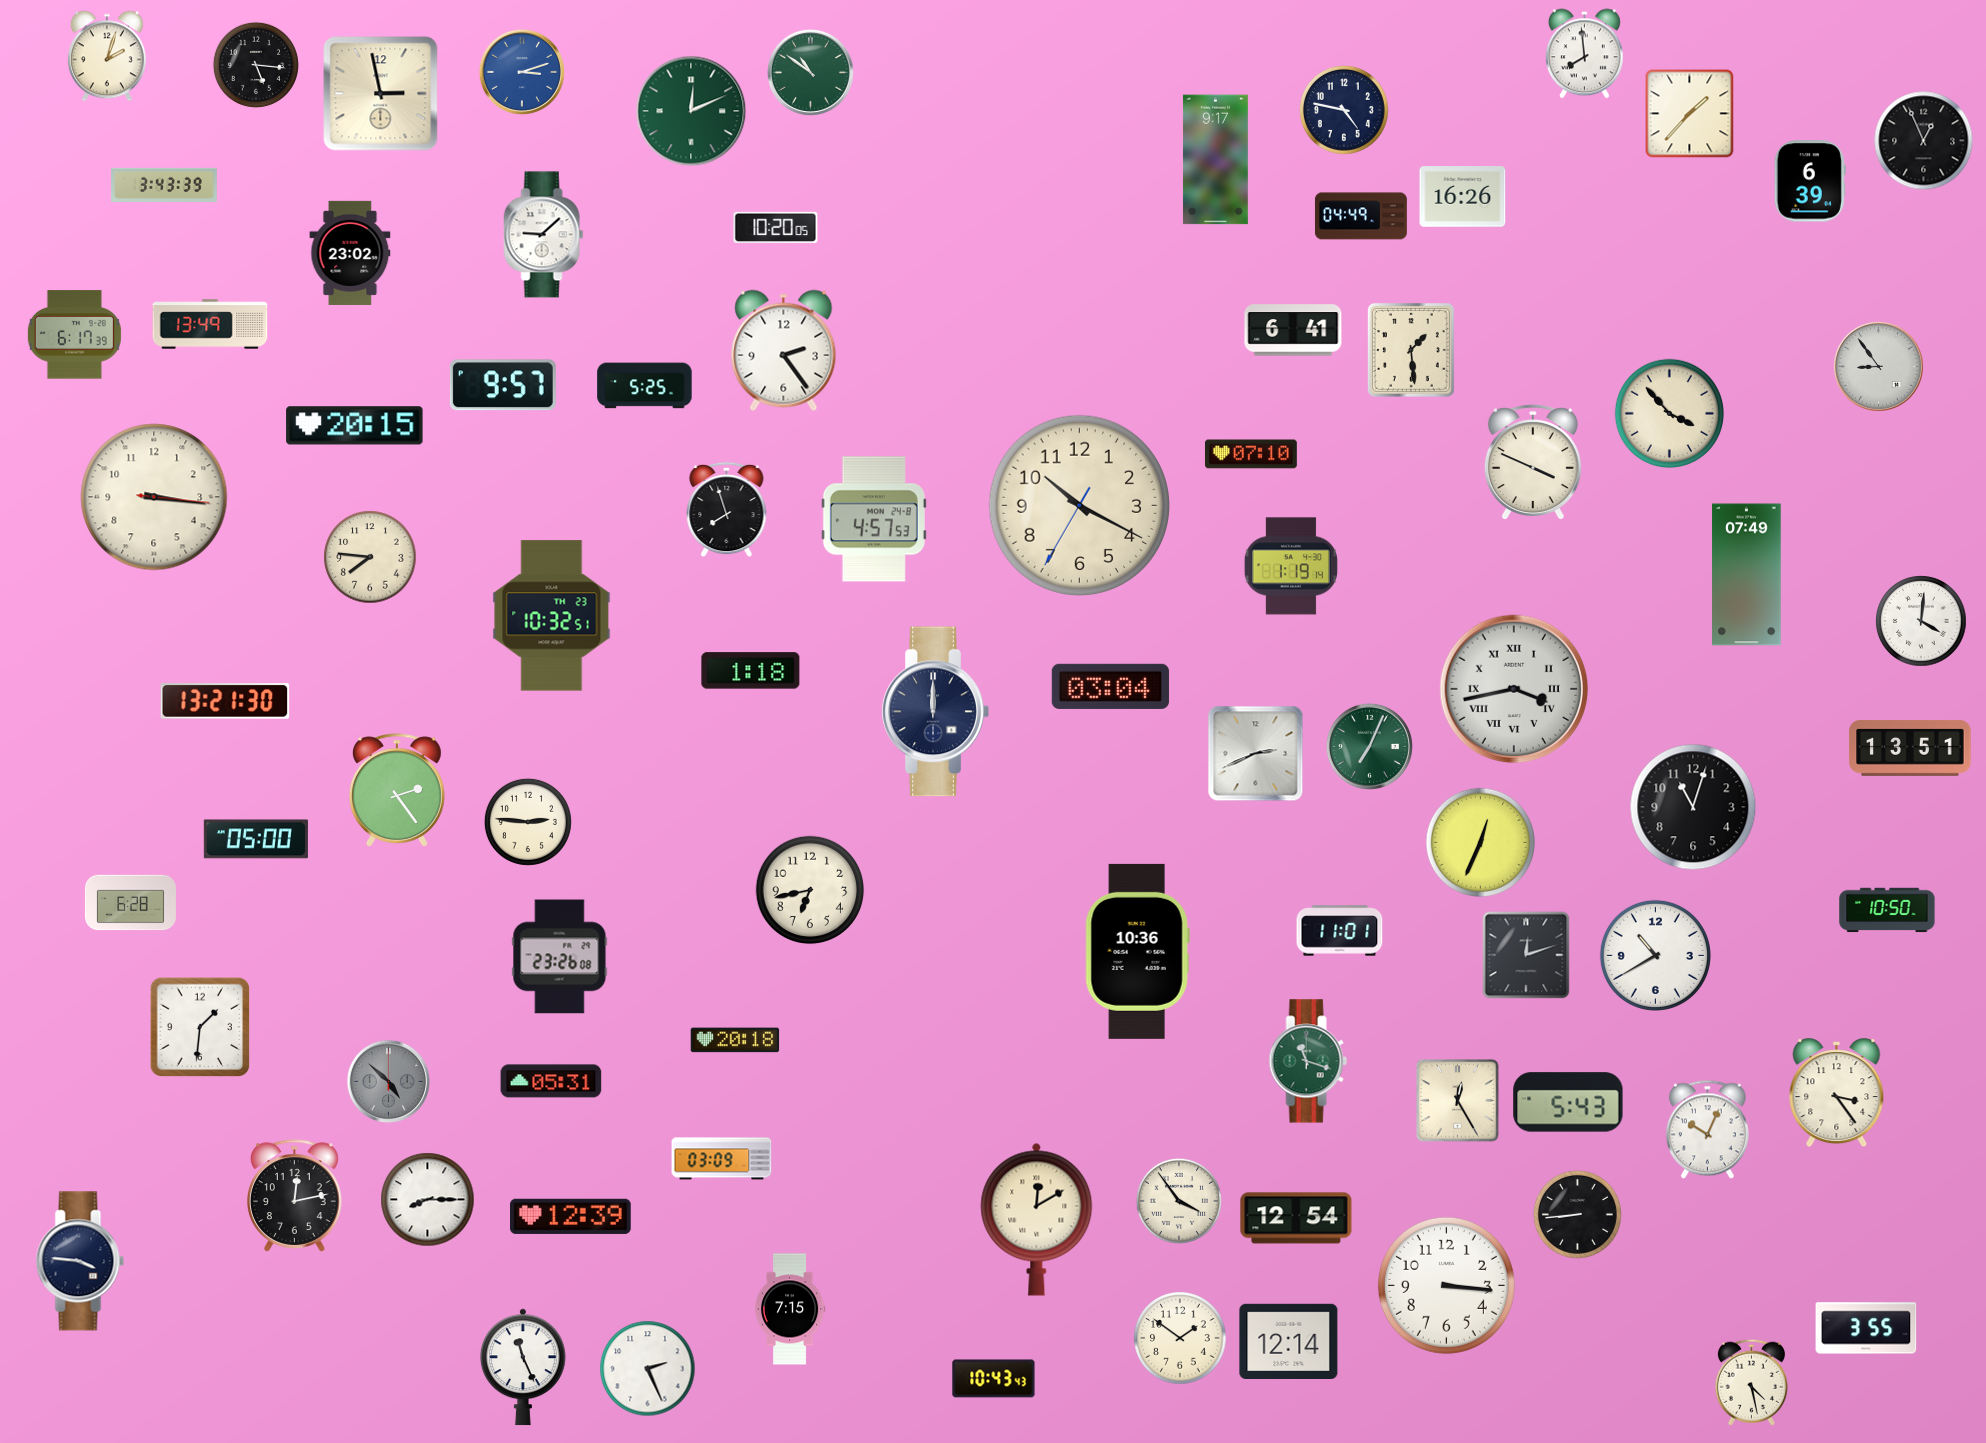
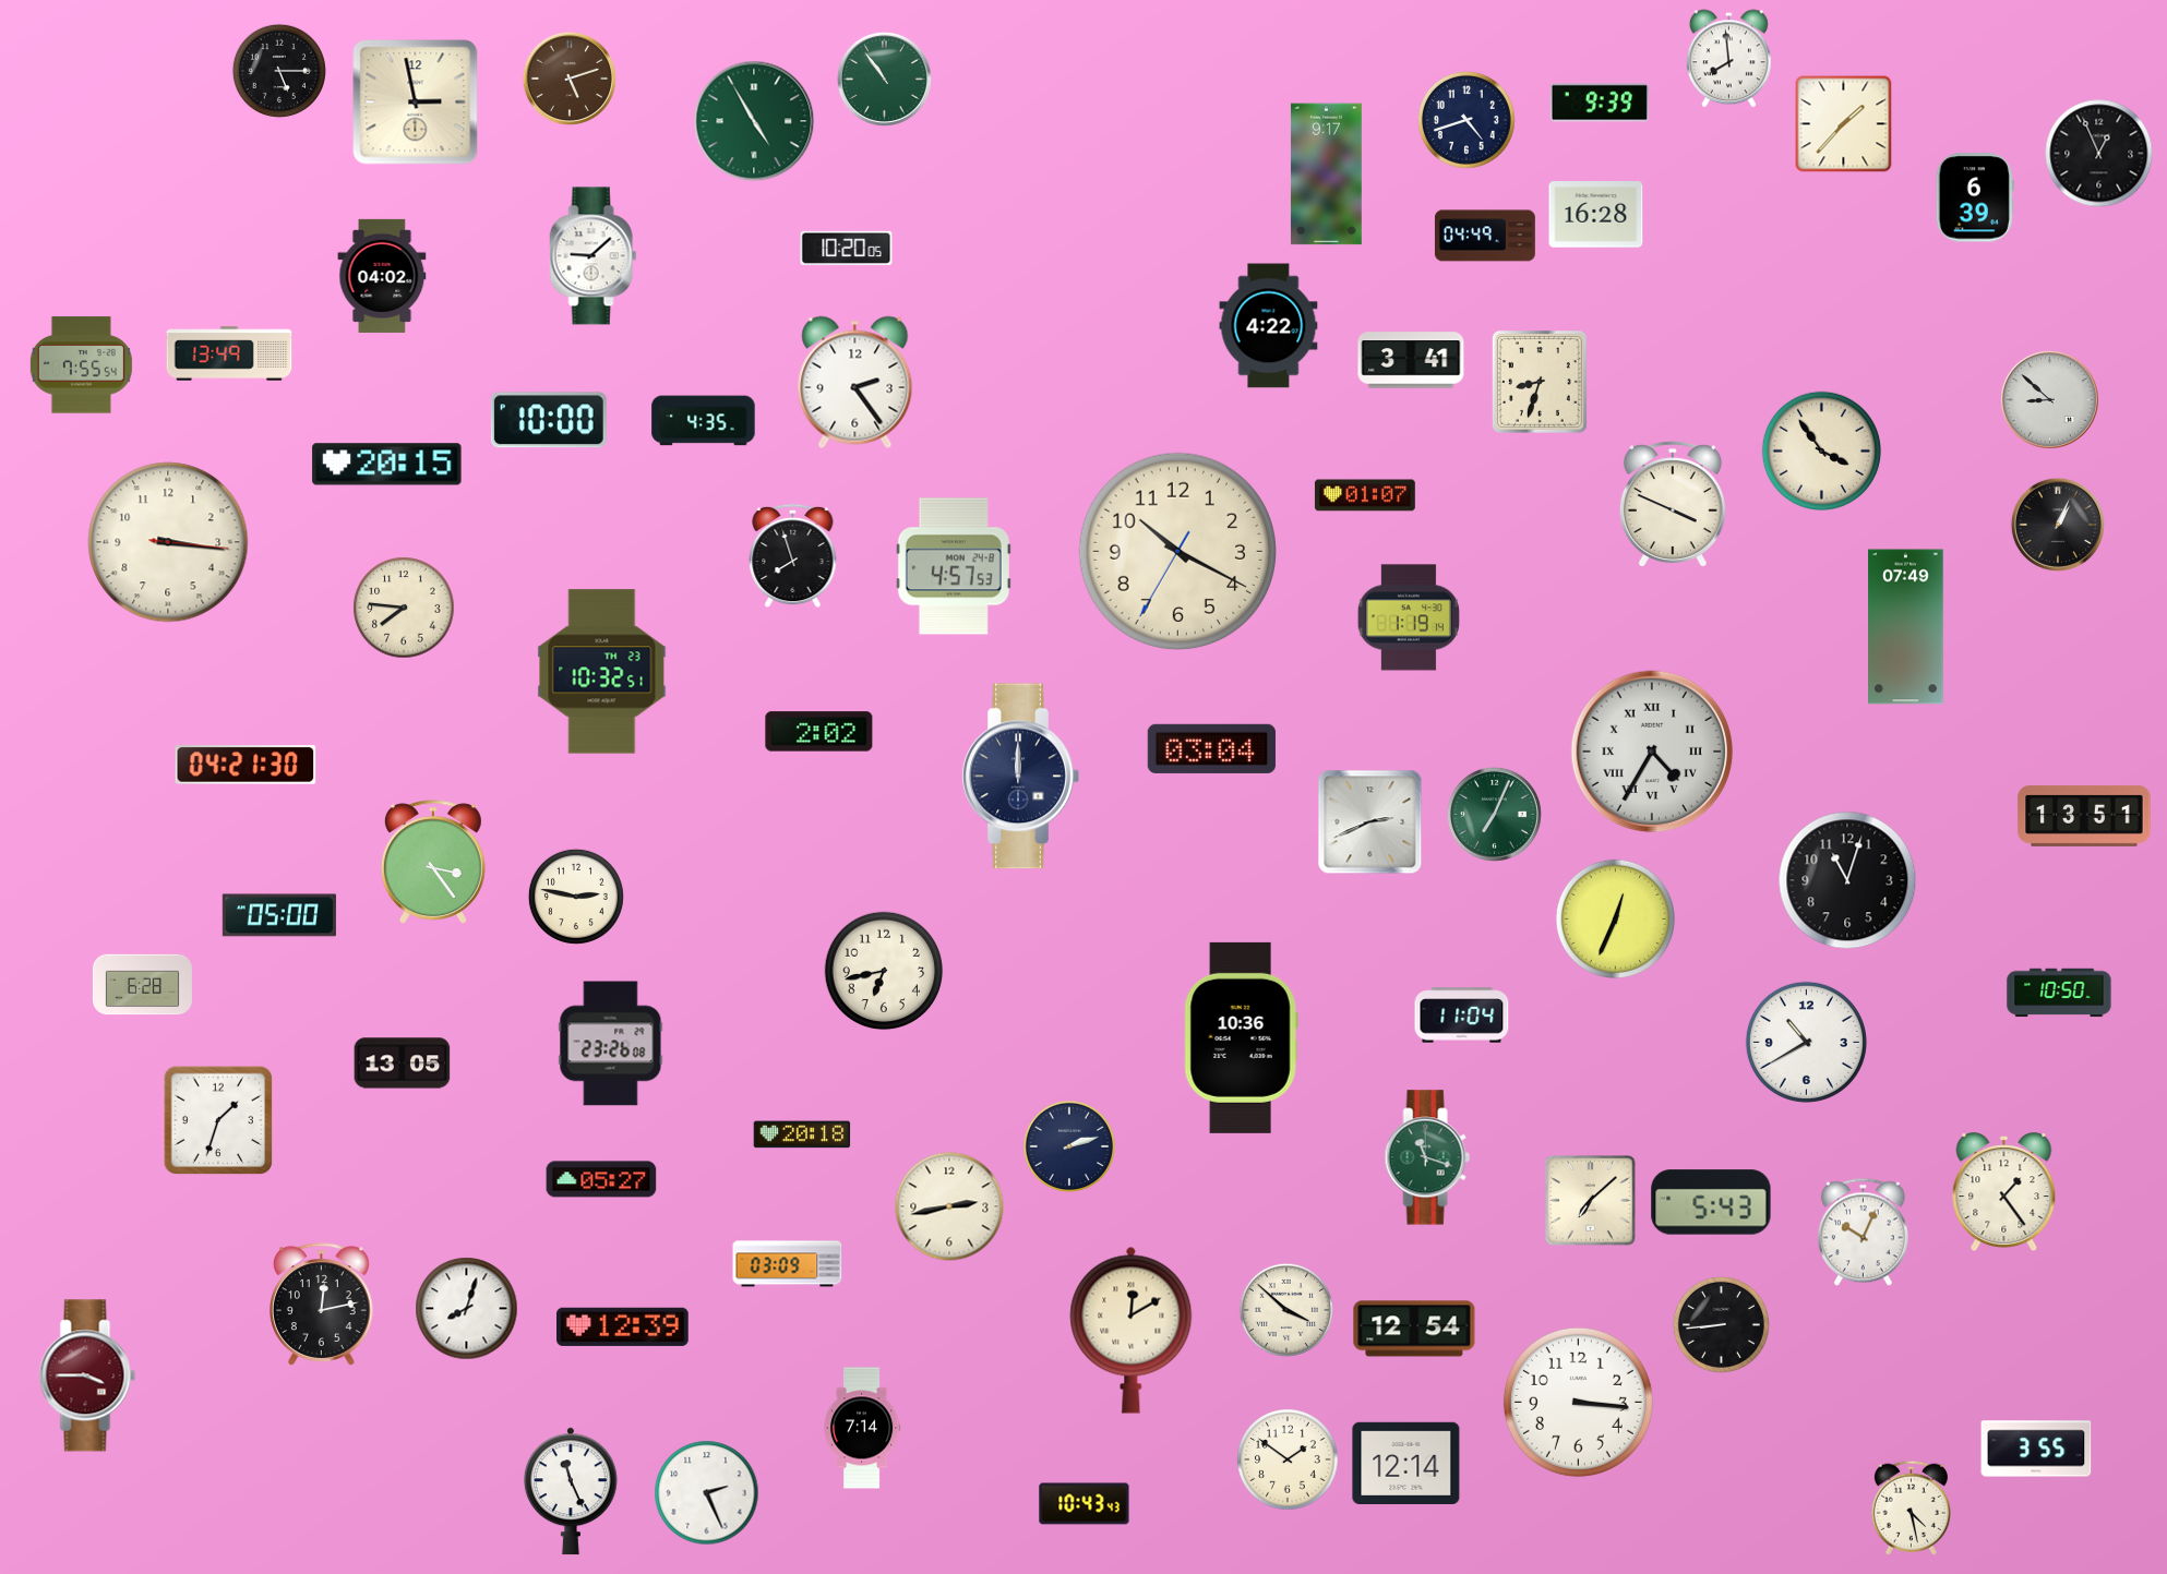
clock at (107, 56): 2:03 -> none
clock at (256, 65): 5:16 -> 5:15
clock at (522, 72): 3:12 -> 5:12
clock at (522, 72) dial: blue -> brown
clock at (810, 72): 10:51 -> 10:54
clock at (1600, 103): none -> 9:39
clock at (1344, 110): 4:47 -> 4:42
clock at (691, 111): 12:11 -> 4:55
clock at (165, 185): 3:43 -> none
clock at (1463, 197): 16:26 -> 16:28
clock at (350, 253): 23:02 -> 04:02
clock at (1269, 326): none -> 4:22
clock at (1293, 330): 6:41 -> 3:41
clock at (74, 335): 6:17 -> 7:55
clock at (1411, 351): 1:29 -> 8:33
clock at (1879, 367): 8:54 -> 8:52
clock at (503, 385): 9:57 -> 10:00
clock at (645, 386): 5:25 -> 4:35
clock at (1669, 413): 3:53 -> 3:54
clock at (1251, 454): 07:10 -> 01:07
clock at (2058, 525): none -> 1:04
clock at (1921, 621): 4:01 -> none
clock at (751, 671): 1:18 -> 2:02
clock at (1514, 689): 3:43 -> 4:35
clock at (225, 702): 13:21 -> 04:21
clock at (397, 790): 2:24 -> 3:24
clock at (528, 822): 2:46 -> 2:47
clock at (1340, 931): 11:01 -> 11:04
clock at (1526, 955): 12:12 -> none
clock at (403, 1064): none -> 13:05
clock at (200, 1027): 1:31 -> 1:33
clock at (1069, 1146): none -> 2:12
clock at (388, 1081): 4:52 -> none
clock at (551, 1081): 05:31 -> 05:27
clock at (1837, 1093): 3:24 -> 1:24
clock at (1458, 1101): 12:25 -> 7:08
clock at (949, 1206): none -> 2:43
clock at (428, 1200): 8:15 -> 8:03
clock at (1179, 1201): 3:54 -> 3:52
clock at (80, 1261): 3:46 -> 3:45
clock at (80, 1261) dial: navy -> burgundy
clock at (790, 1309): 7:15 -> 7:14
